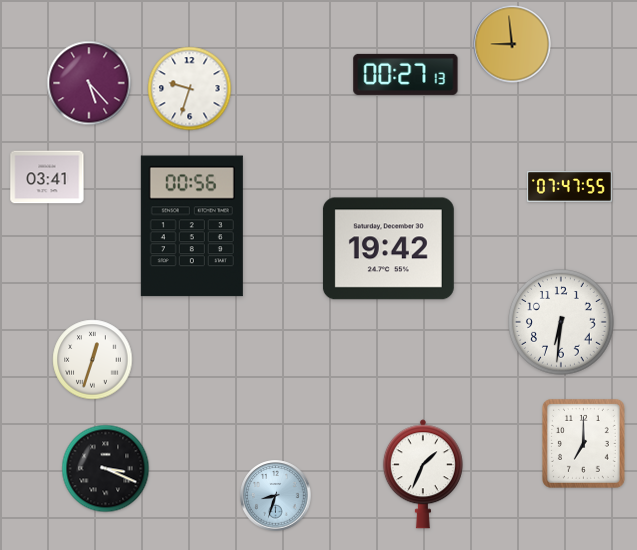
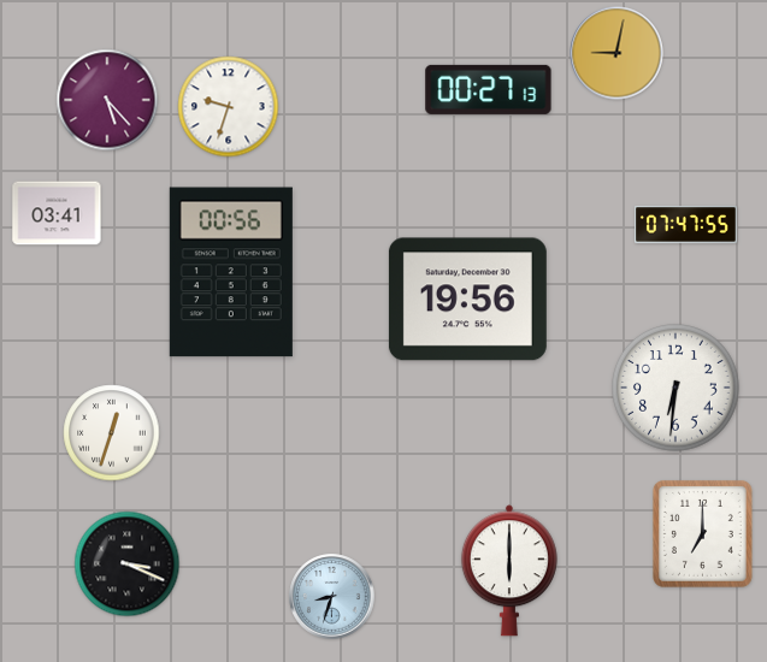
clock at (512, 44): 8:59 -> 9:02
clock at (388, 249): 19:42 -> 19:56
clock at (423, 474): 1:34 -> 6:00
